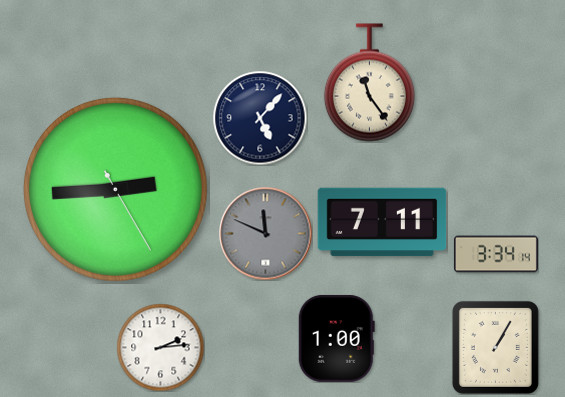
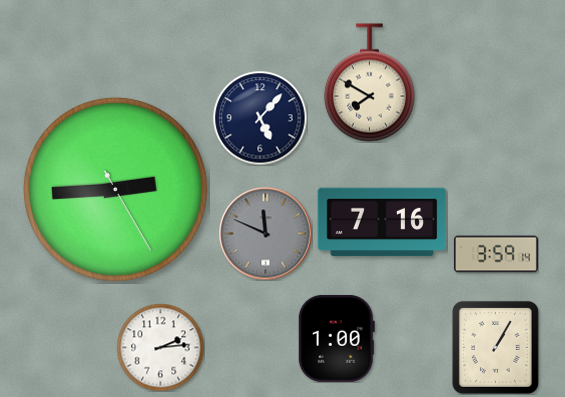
clock at (369, 83): 11:24 -> 7:50
clock at (382, 222): 7:11 -> 7:16
clock at (496, 254): 3:34 -> 3:59
